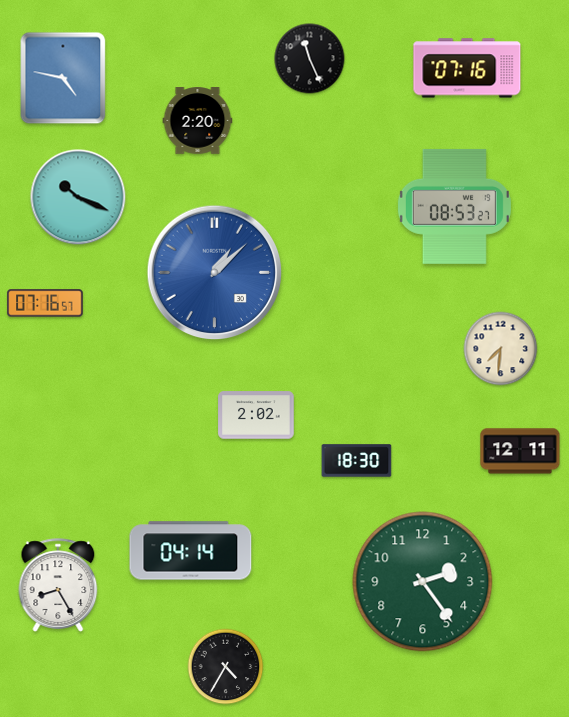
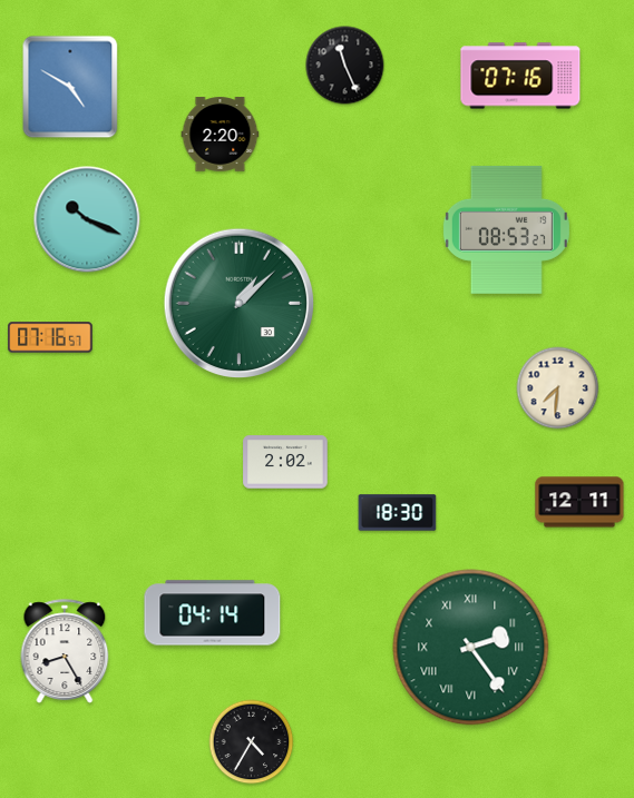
clock at (63, 78): 4:47 -> 4:50
clock at (215, 273) dial: blue -> green
clock at (423, 582) numerals: Arabic -> Roman
